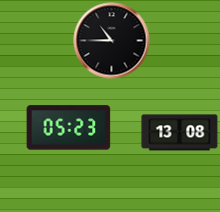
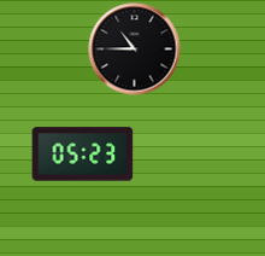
clock at (180, 133): 13:08 -> none
